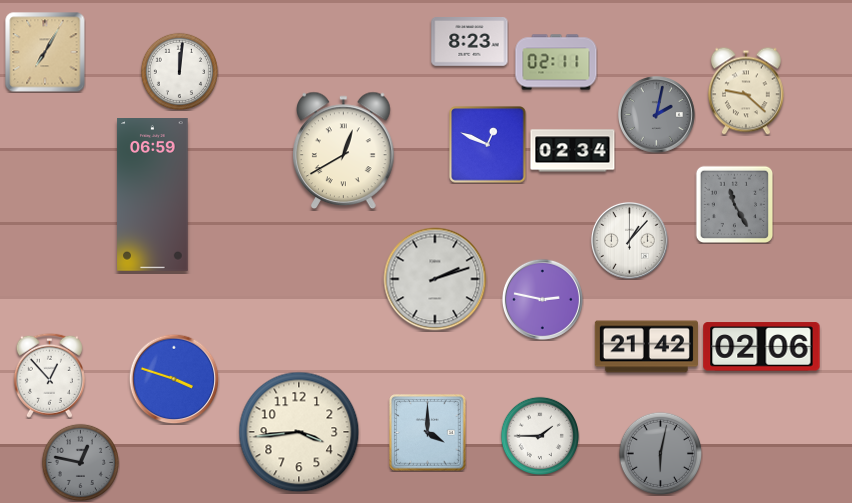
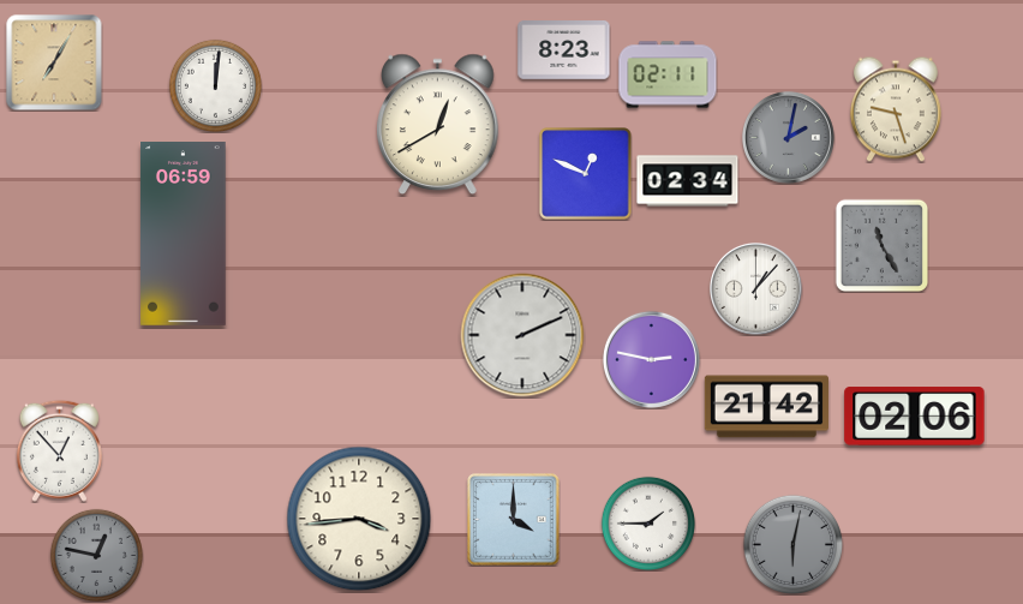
clock at (746, 91): 9:22 -> 9:27
clock at (344, 151) position: (344, 151) -> (438, 125)
clock at (435, 279): 2:12 -> 2:11
clock at (646, 347) position: (646, 347) -> (766, 407)
clock at (174, 379): 3:48 -> none
